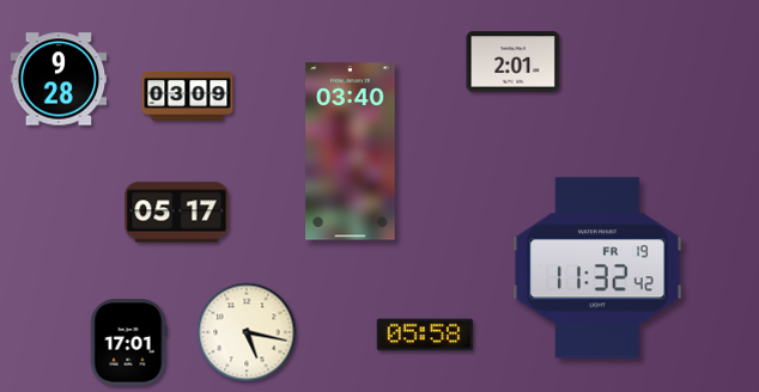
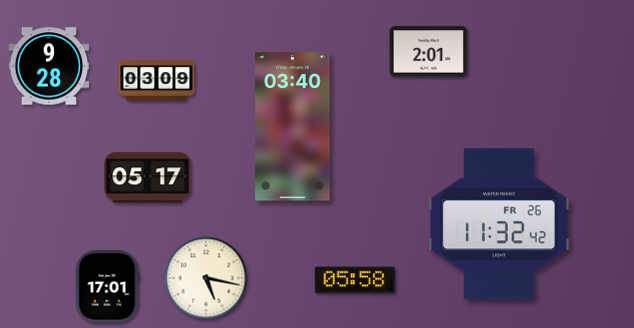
clock at (597, 268) date: FR 19 -> FR 26
